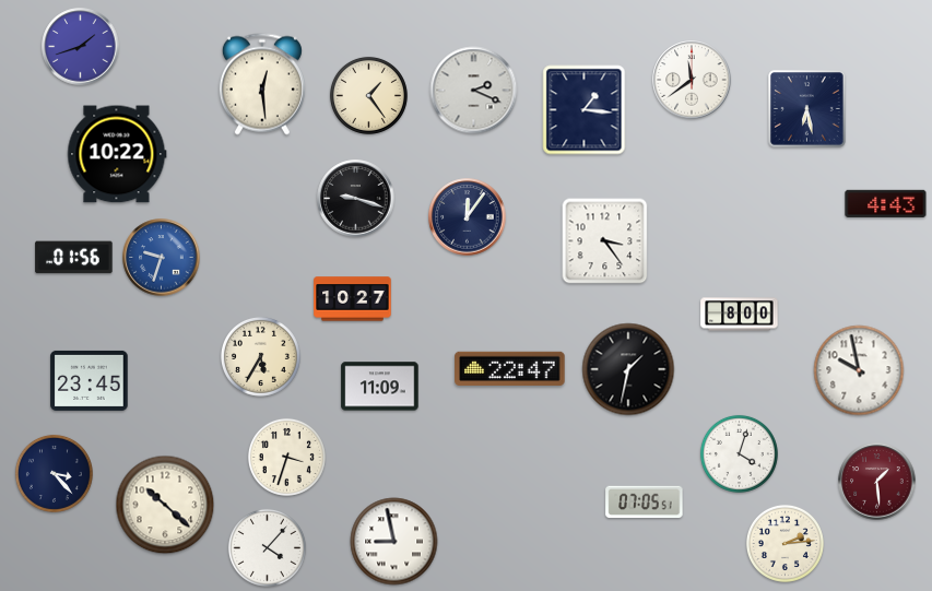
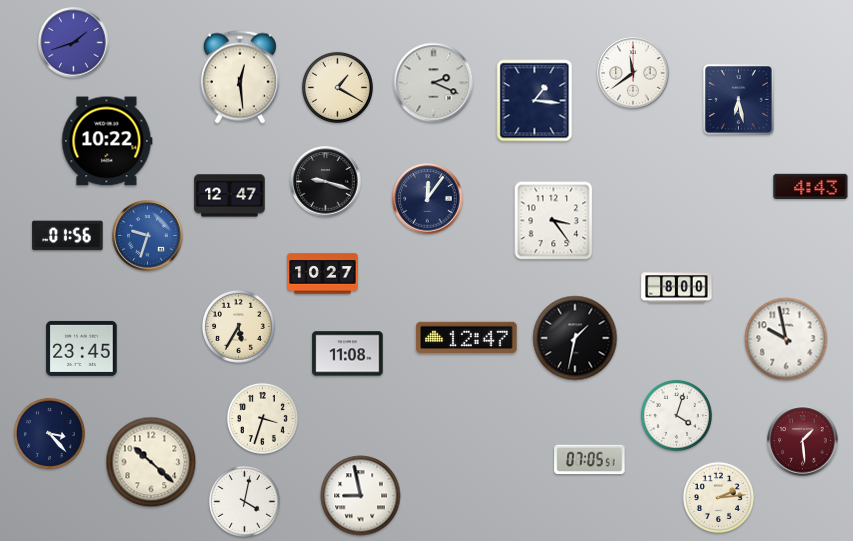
clock at (368, 95): 1:24 -> 1:20
clock at (230, 196): none -> 12:47
clock at (510, 368): 22:47 -> 12:47
clock at (380, 387): 11:09 -> 11:08
clock at (267, 547): 4:07 -> 4:02
